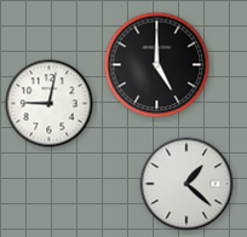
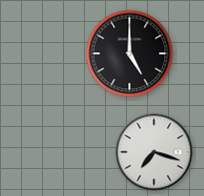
clock at (50, 104): 9:02 -> none
clock at (186, 184): 1:22 -> 7:18
